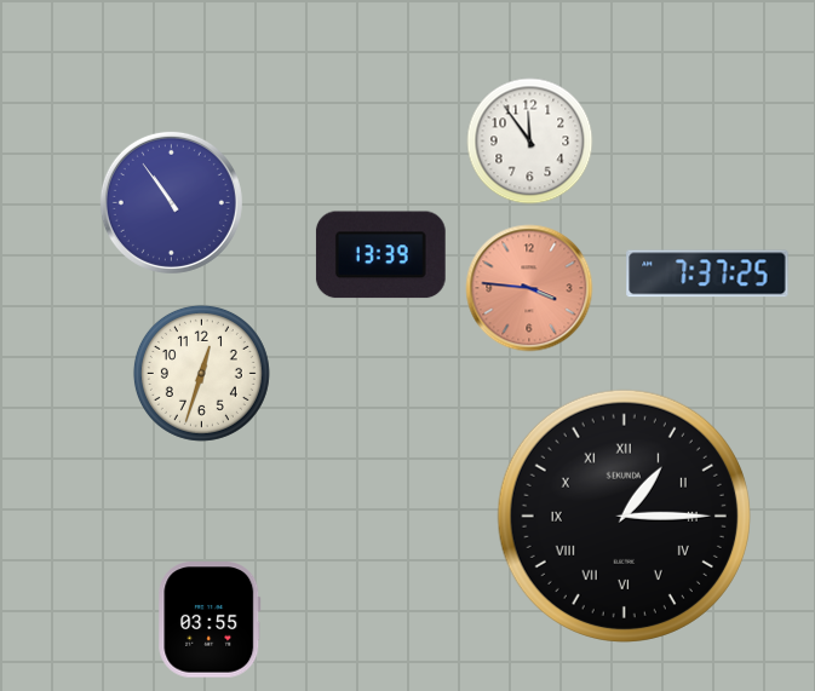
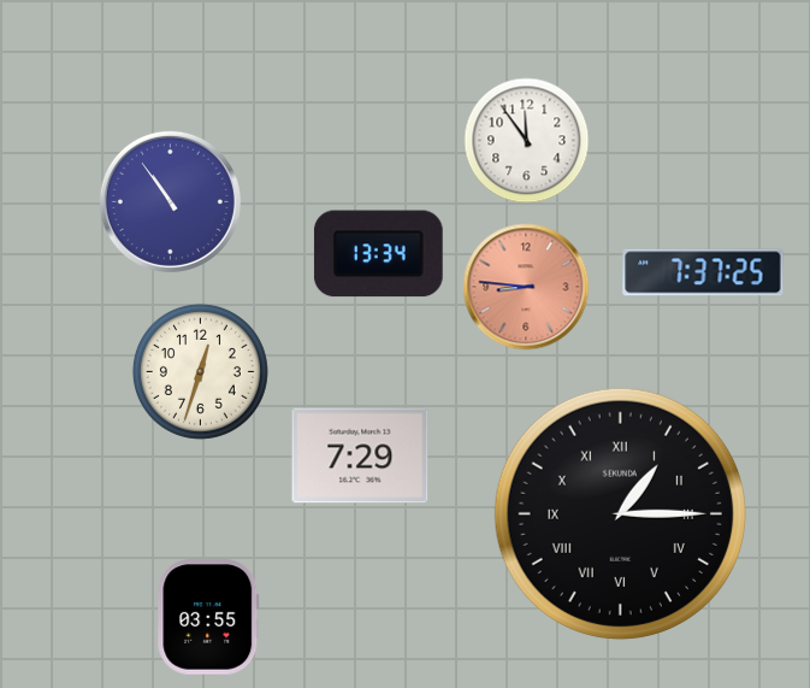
clock at (380, 255): 13:39 -> 13:34
clock at (529, 288): 3:46 -> 8:46
clock at (360, 455): none -> 7:29
